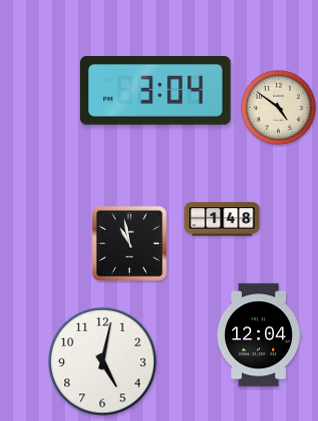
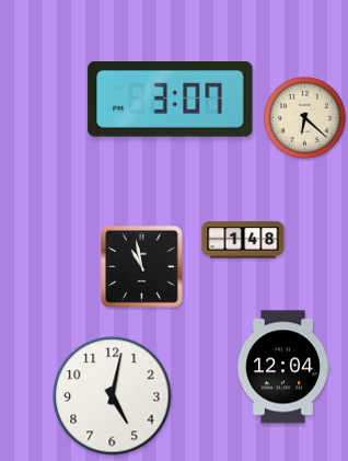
clock at (156, 91): 3:04 -> 3:07
clock at (278, 107): 4:51 -> 6:22
